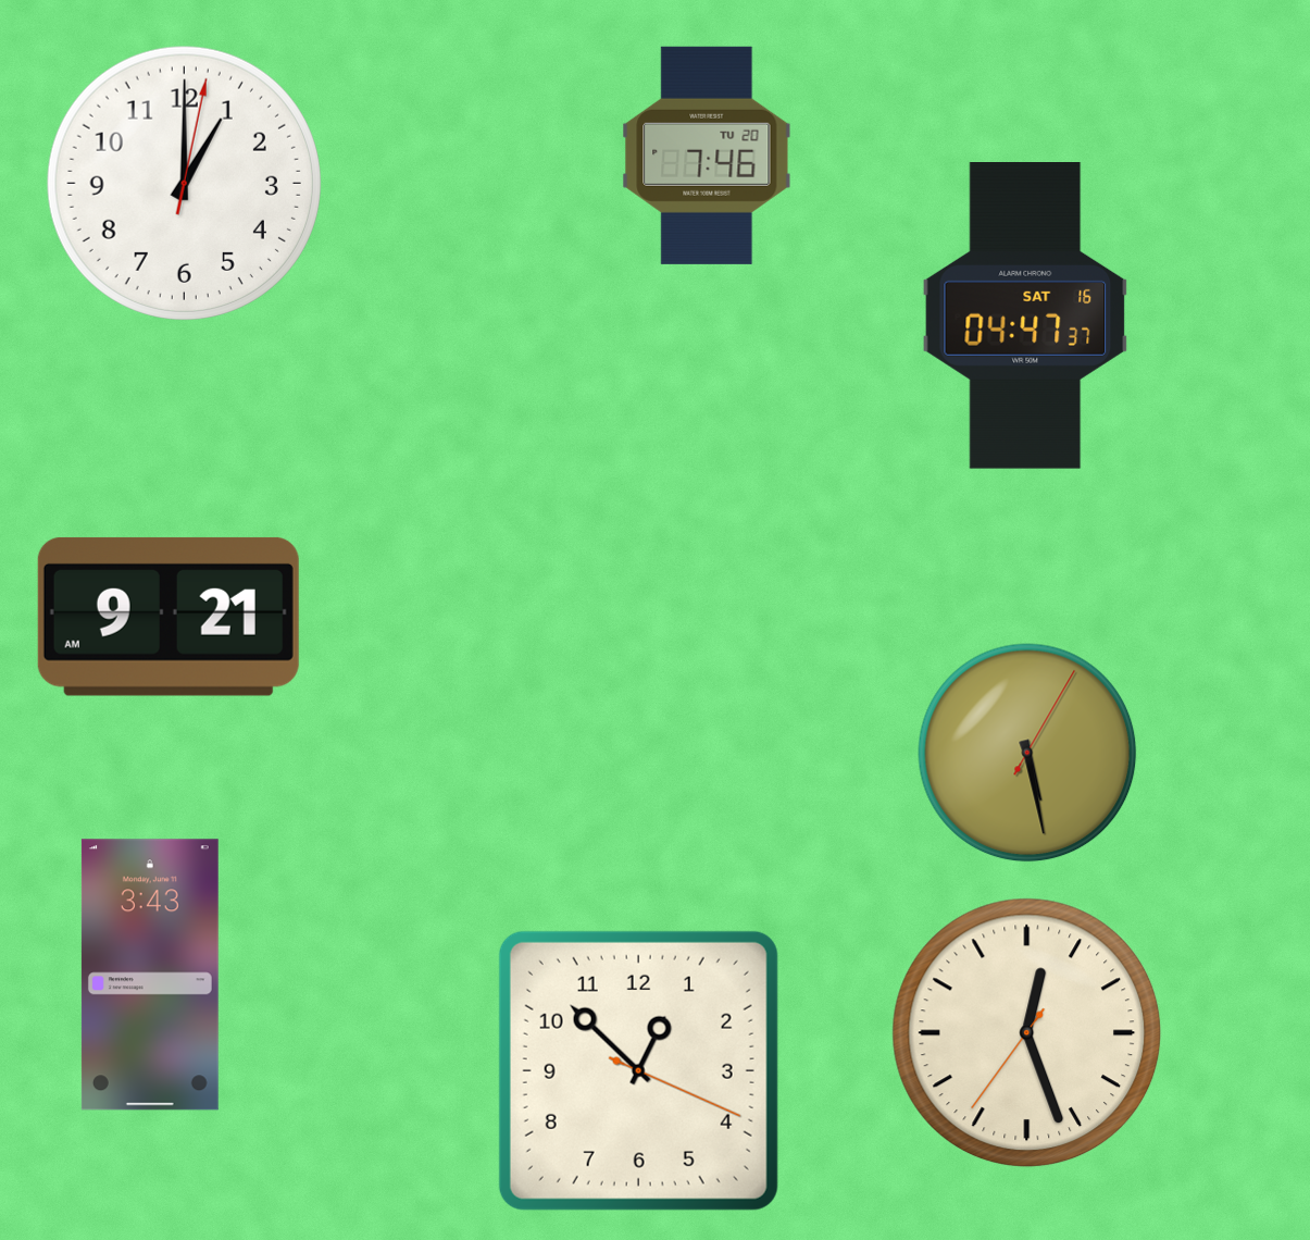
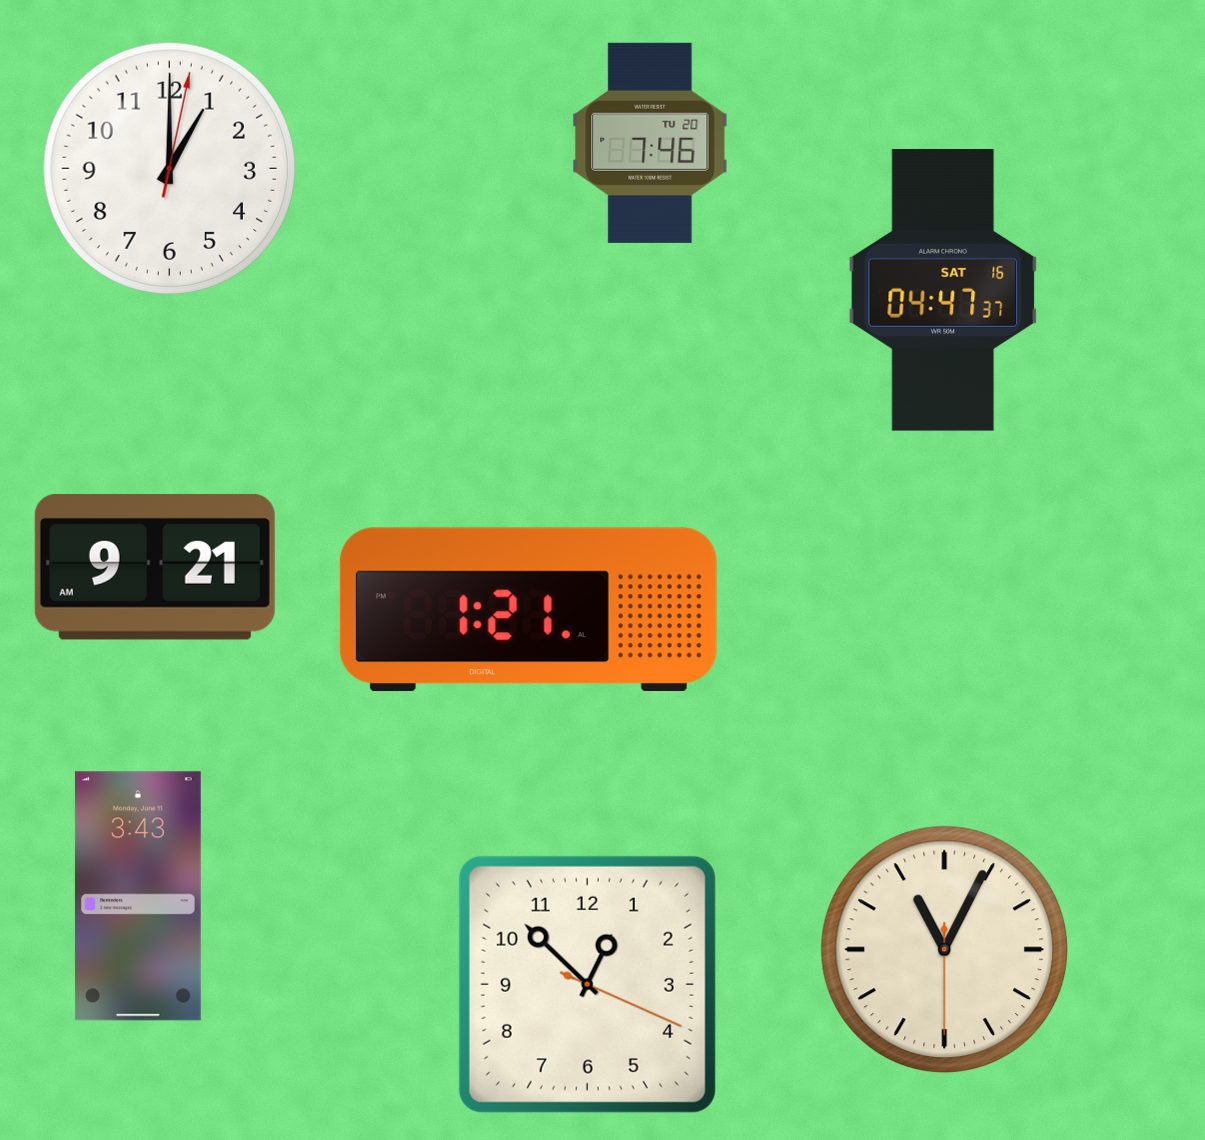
clock at (528, 609): none -> 1:21
clock at (1027, 753): 5:28 -> none
clock at (1027, 1033): 12:26 -> 11:04
